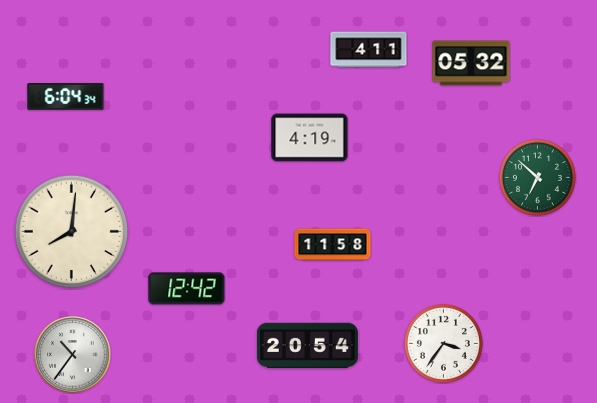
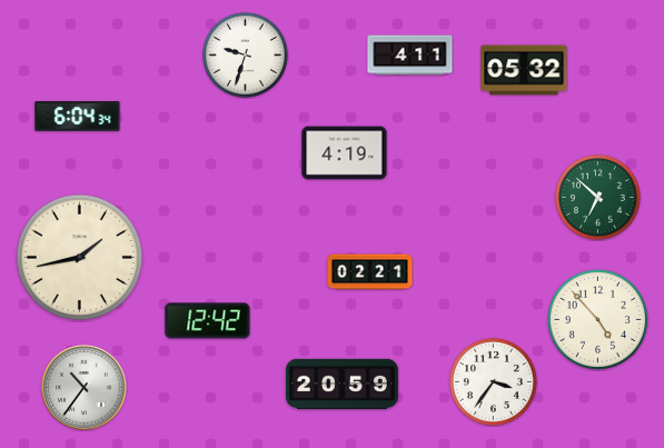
clock at (245, 54): none -> 9:33
clock at (66, 97) position: (66, 97) -> (78, 117)
clock at (72, 232): 8:01 -> 1:43
clock at (333, 245): 11:58 -> 02:21
clock at (597, 319): none -> 4:53
clock at (307, 345): 20:54 -> 20:59
clock at (73, 355) position: (73, 355) -> (85, 388)
